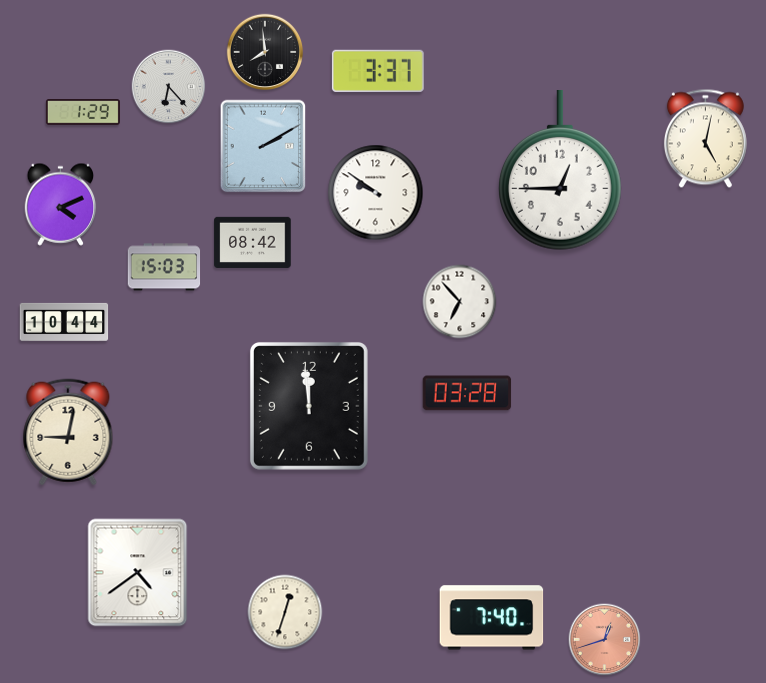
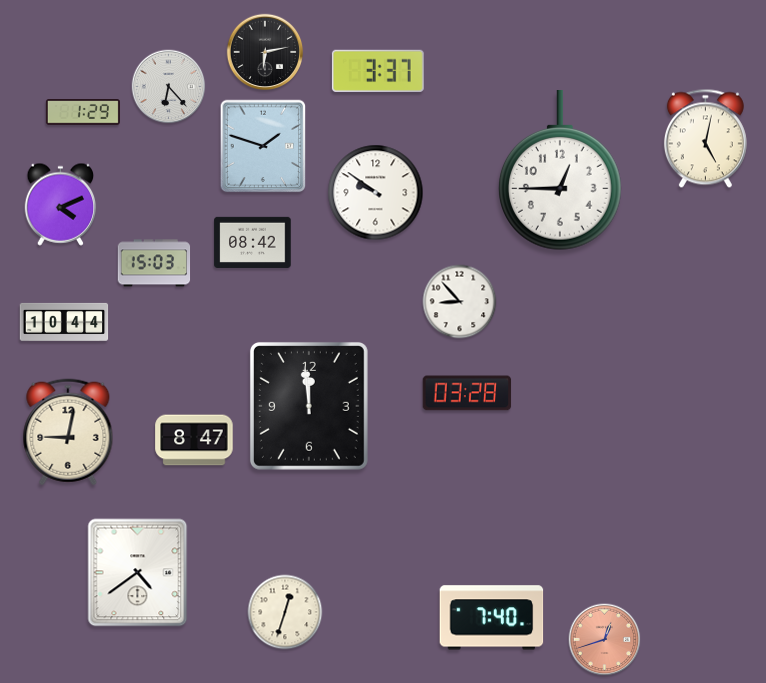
clock at (265, 52): 7:59 -> 6:13
clock at (263, 146): 2:10 -> 1:48
clock at (164, 267) position: (164, 267) -> (154, 263)
clock at (460, 302): 6:53 -> 8:53
clock at (194, 440): none -> 8:47
